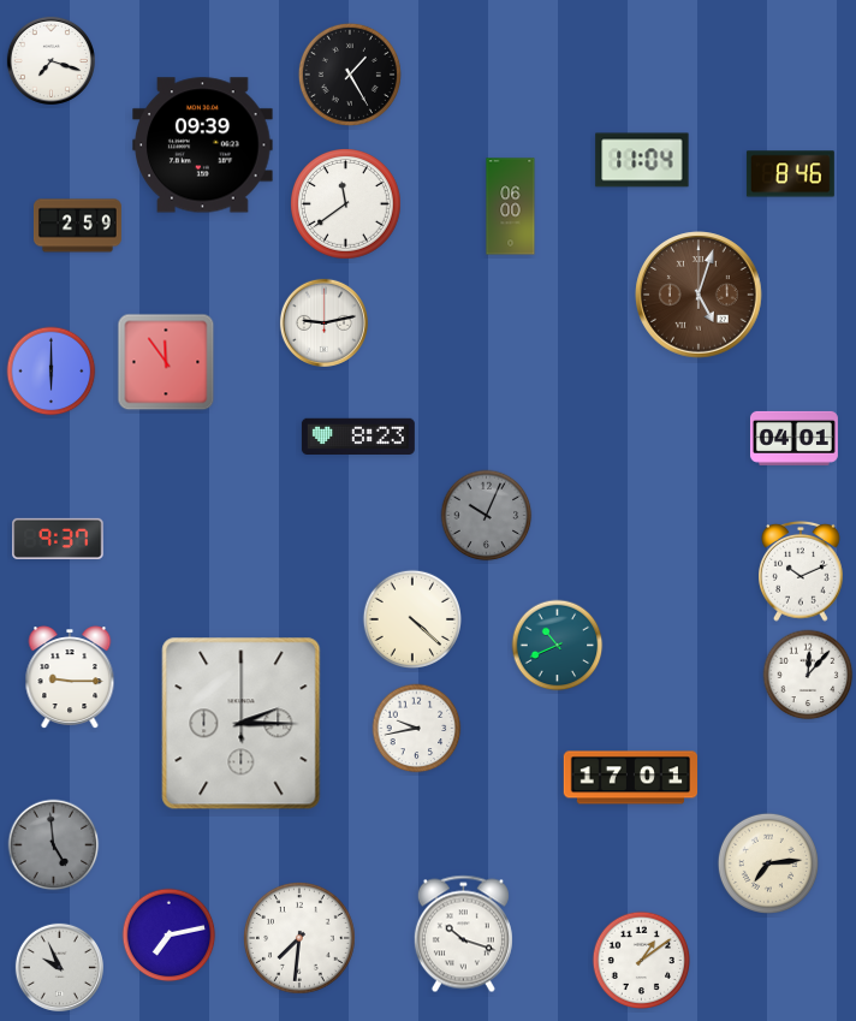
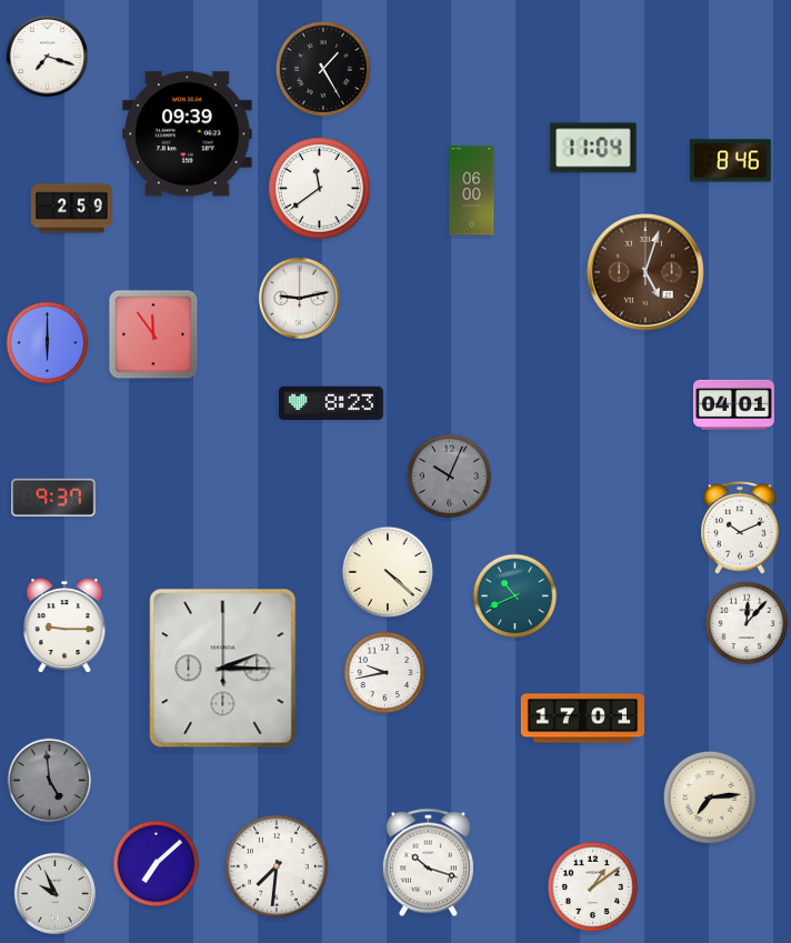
clock at (411, 618) position: (411, 618) -> (387, 571)
clock at (170, 936): 7:13 -> 7:08
